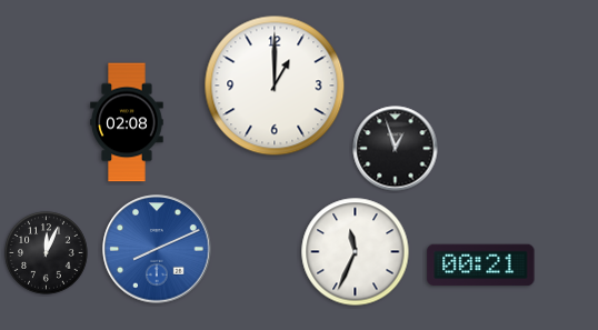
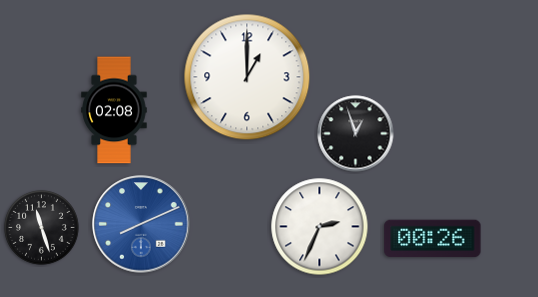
clock at (356, 252): 11:34 -> 2:34
clock at (47, 253): 12:04 -> 11:27
clock at (481, 266): 00:21 -> 00:26
